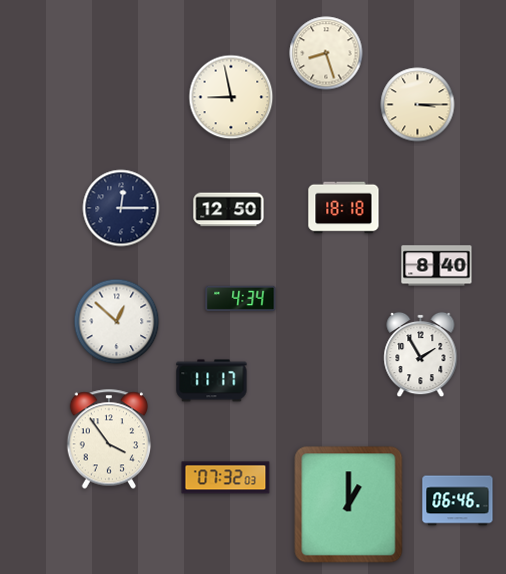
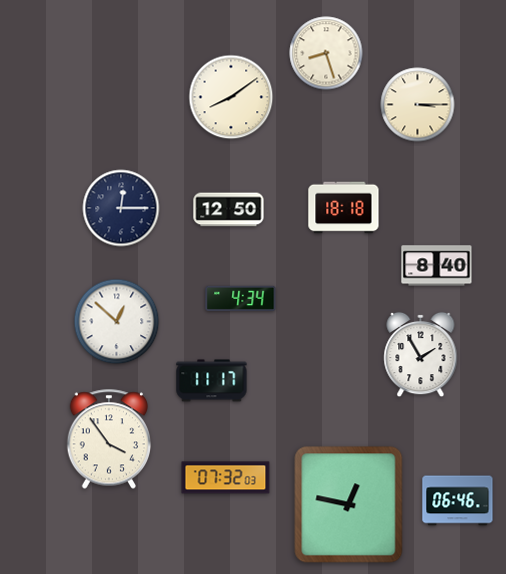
clock at (231, 97): 8:58 -> 8:09
clock at (349, 505): 1:00 -> 12:47
